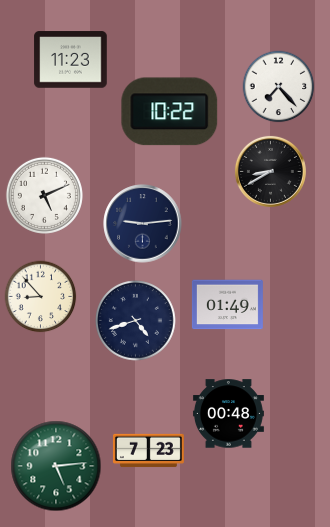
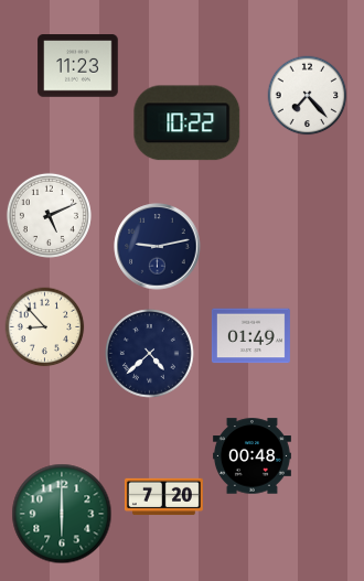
clock at (270, 171): 8:40 -> none
clock at (143, 224): 9:14 -> 9:13
clock at (136, 321): 4:42 -> 4:38
clock at (148, 451): 7:23 -> 7:20
clock at (56, 466): 5:14 -> 6:00
